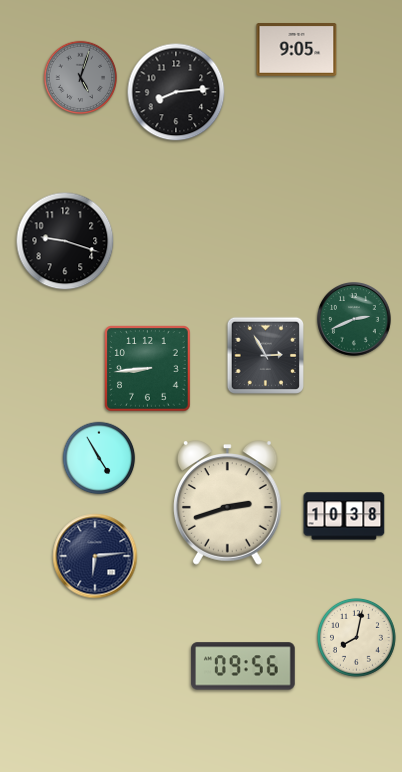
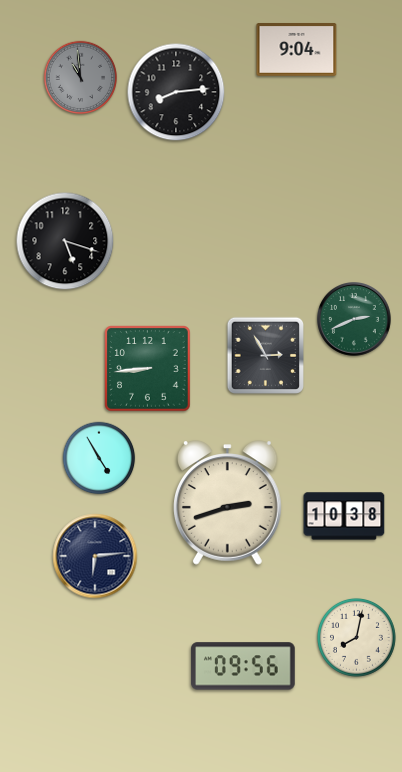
clock at (297, 50): 9:05 -> 9:04
clock at (81, 78): 5:03 -> 10:59
clock at (65, 241): 9:18 -> 5:18
